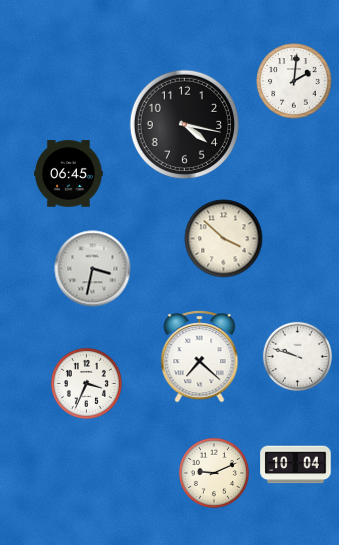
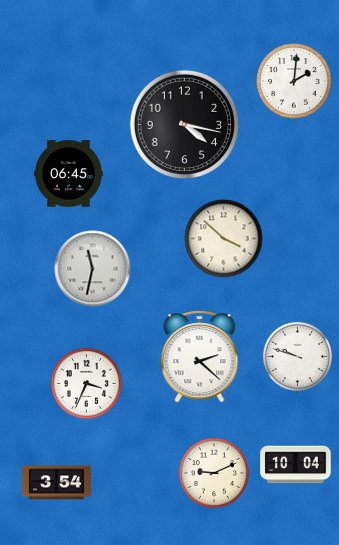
clock at (93, 269): 3:32 -> 11:32
clock at (200, 357): 7:22 -> 2:22
clock at (57, 483): none -> 3:54
